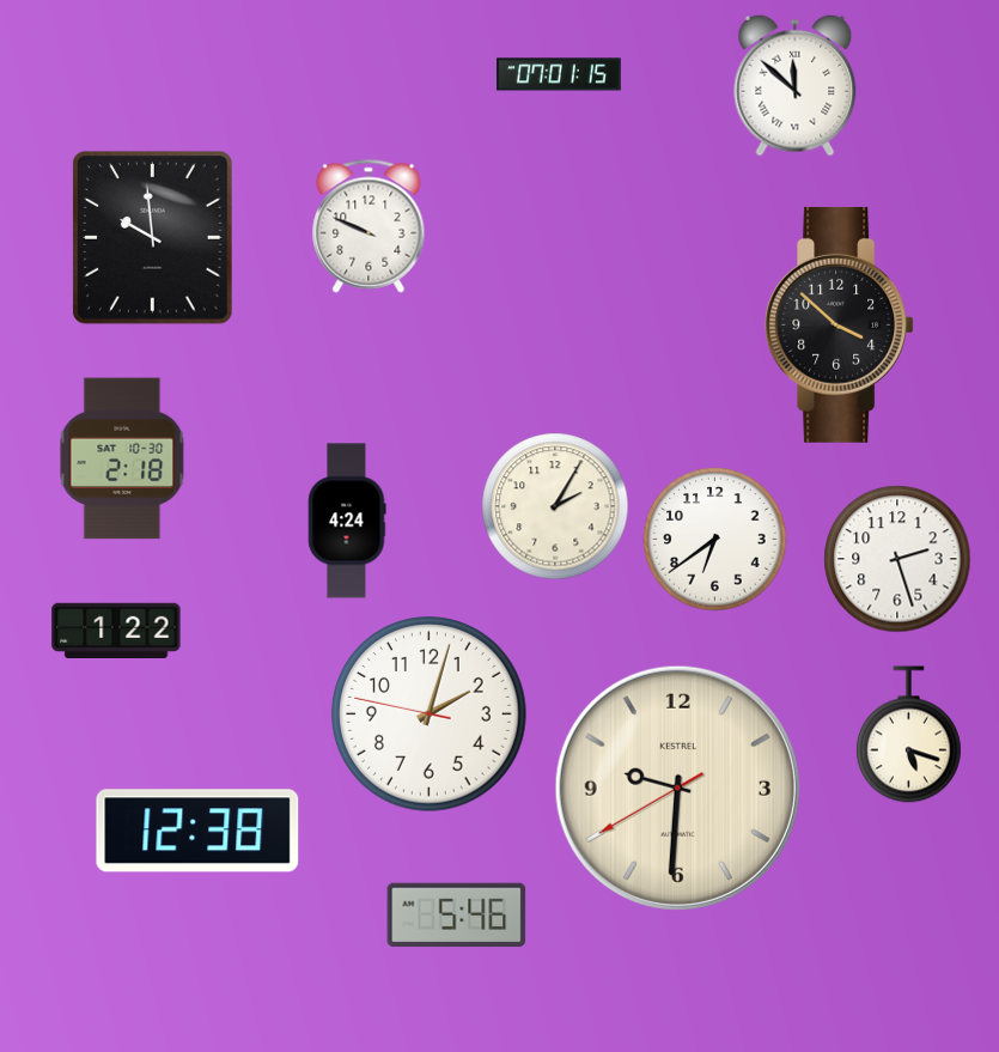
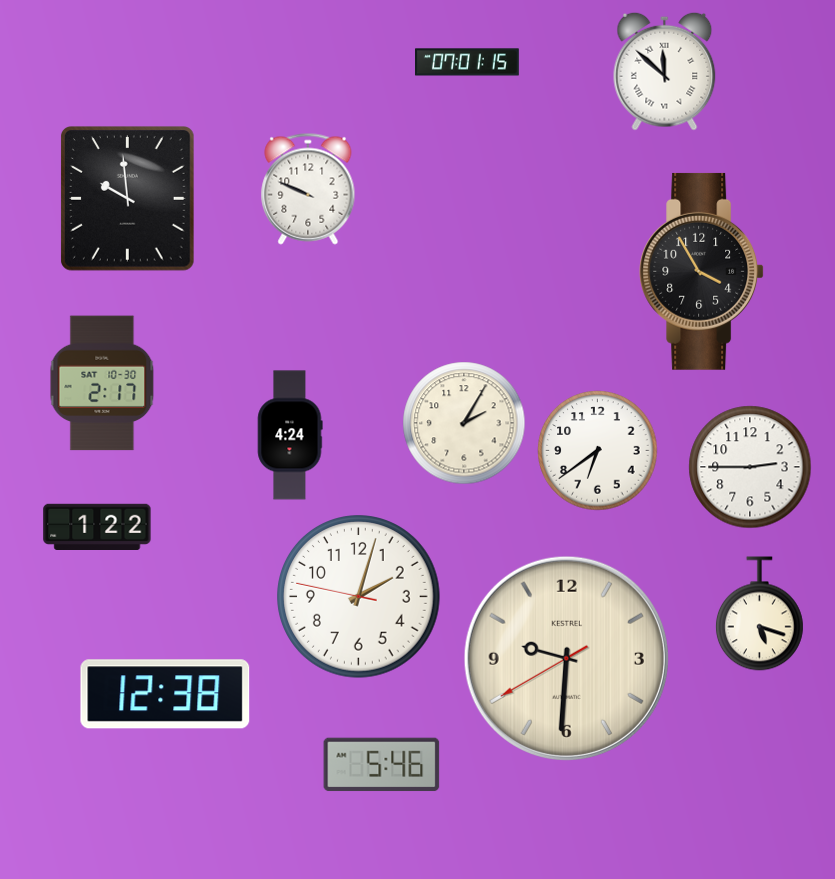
clock at (840, 324): 3:52 -> 3:55
clock at (122, 458): 2:18 -> 2:17
clock at (897, 559): 2:27 -> 2:45
